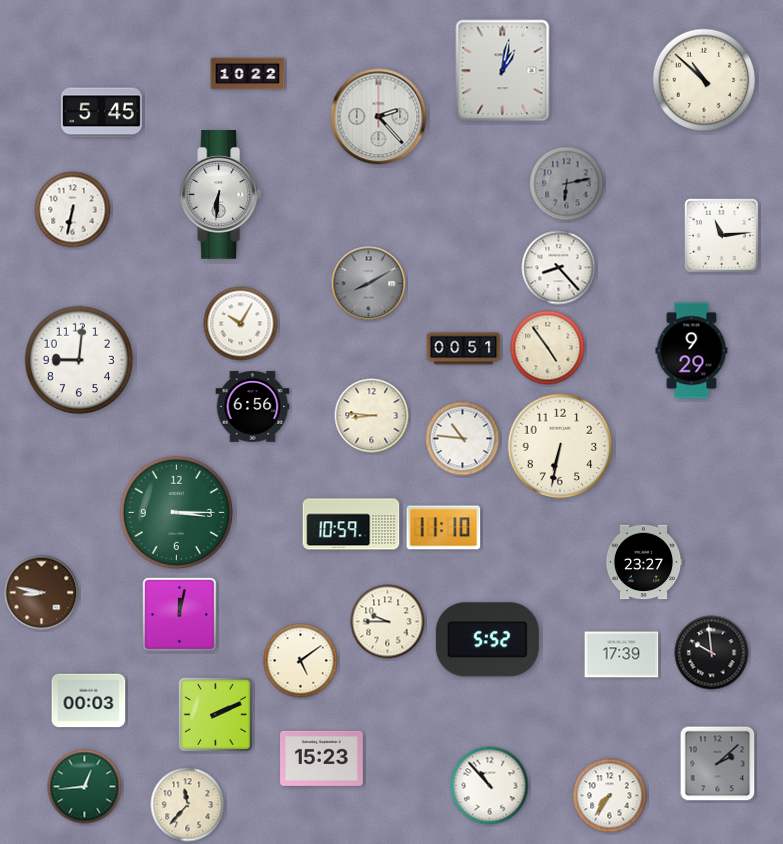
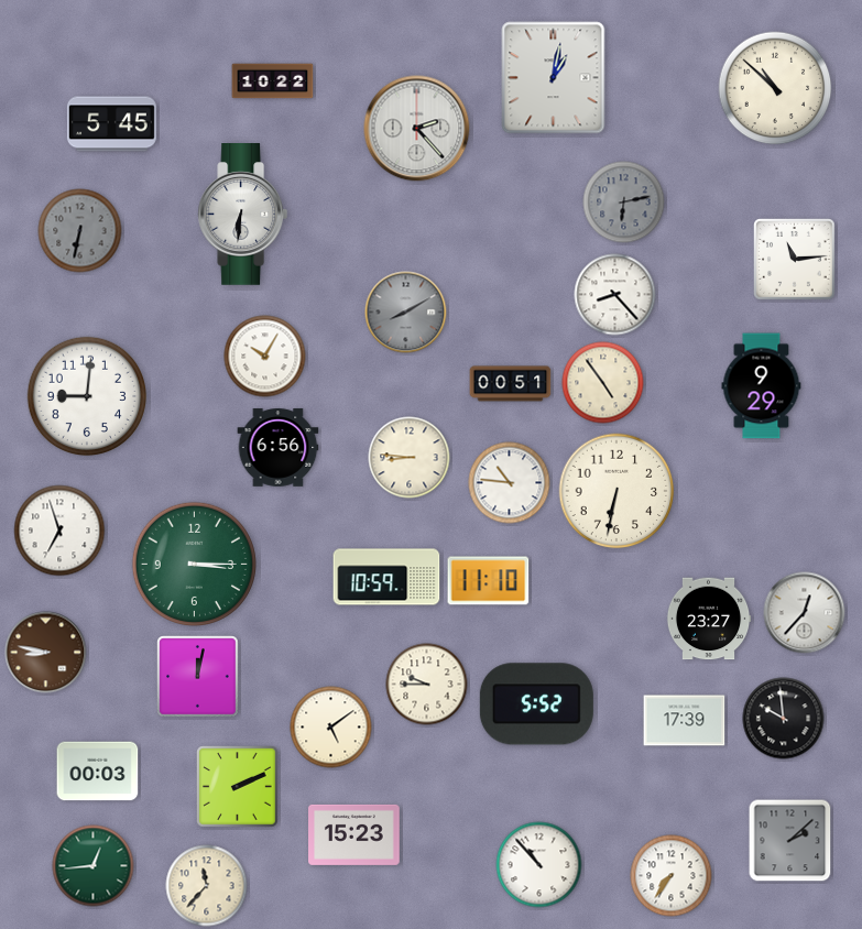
clock at (73, 210) dial: white -> grey
clock at (59, 531): none -> 6:57
clock at (805, 613): none -> 12:37
